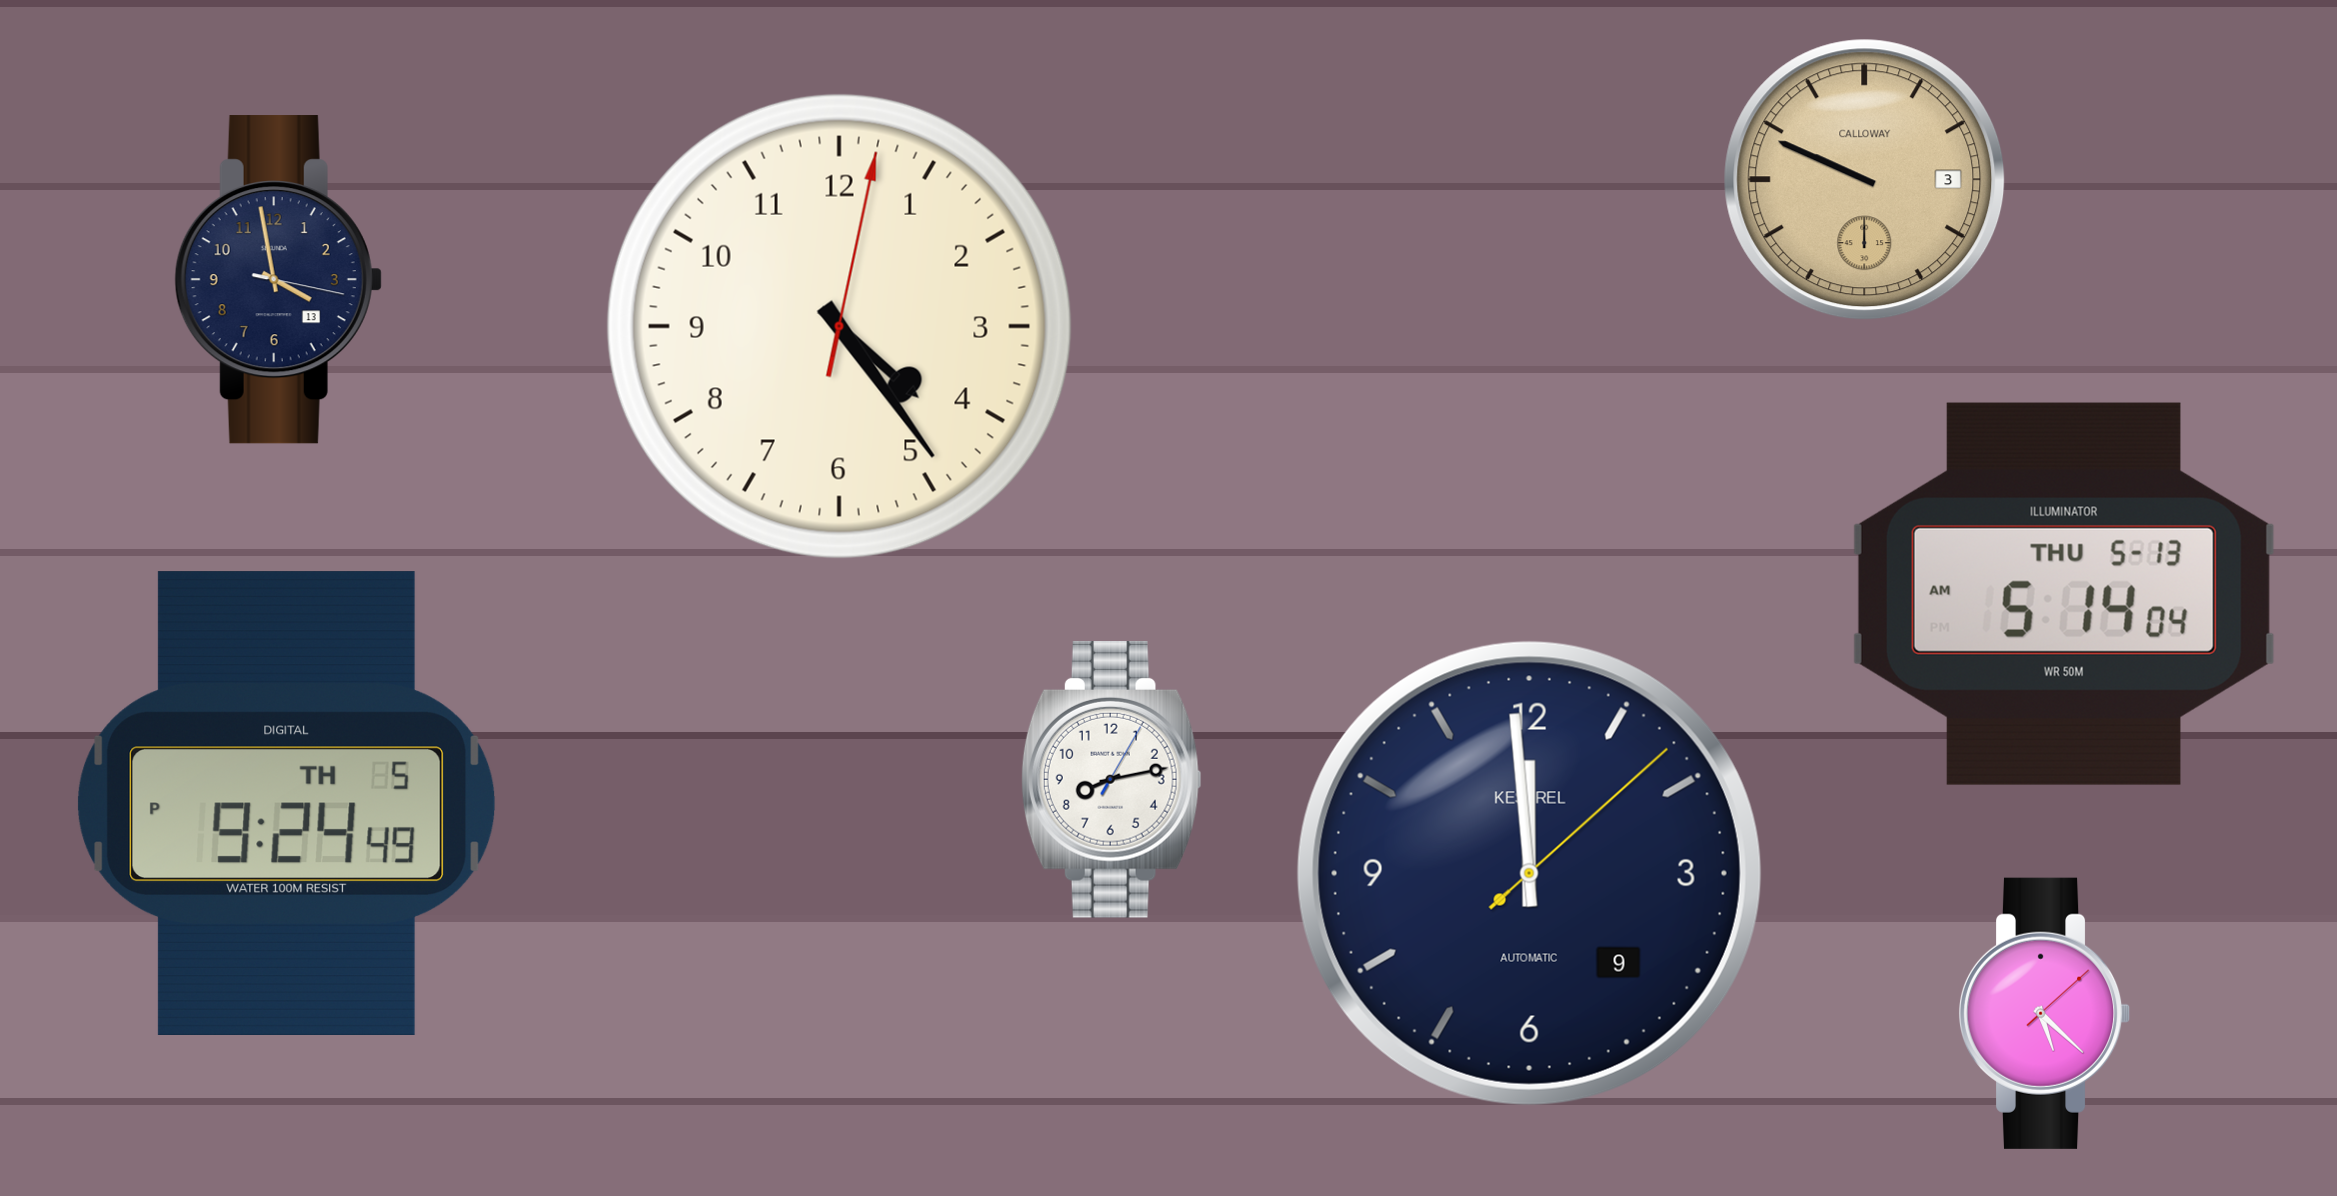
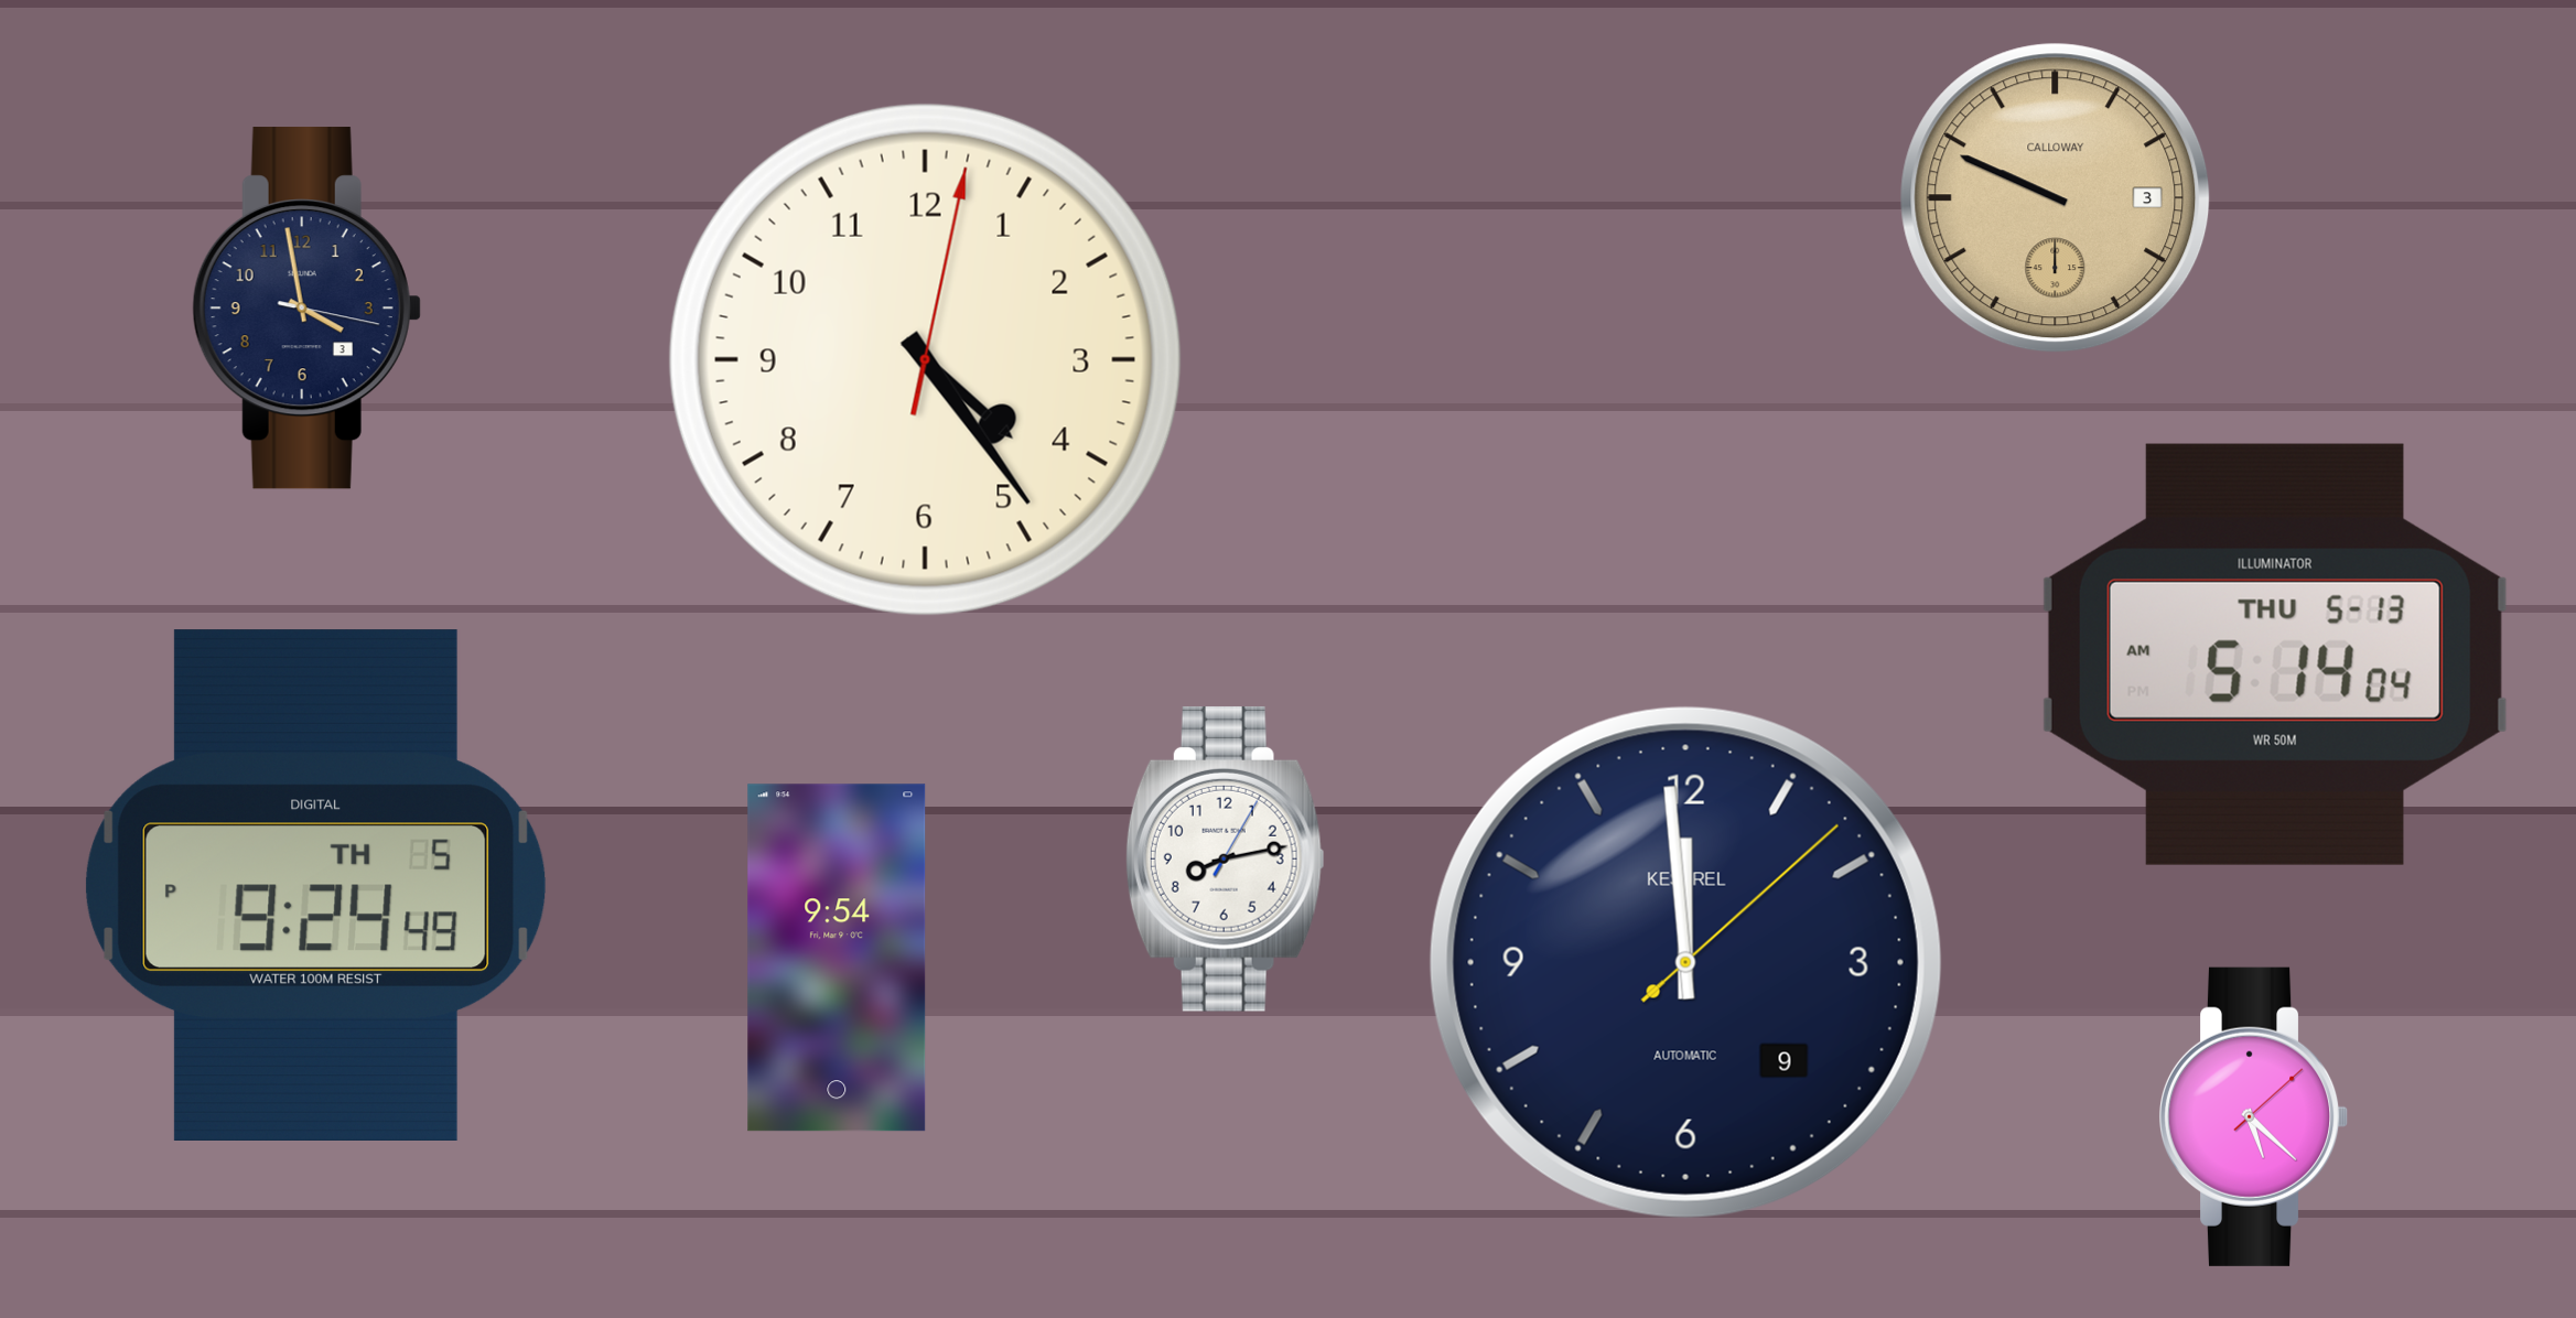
clock at (278, 280) date: 13 -> 3
clock at (837, 958): none -> 9:54
